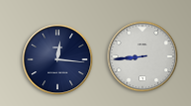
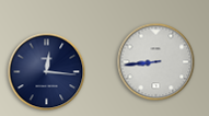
clock at (58, 60) position: (58, 60) -> (47, 72)
